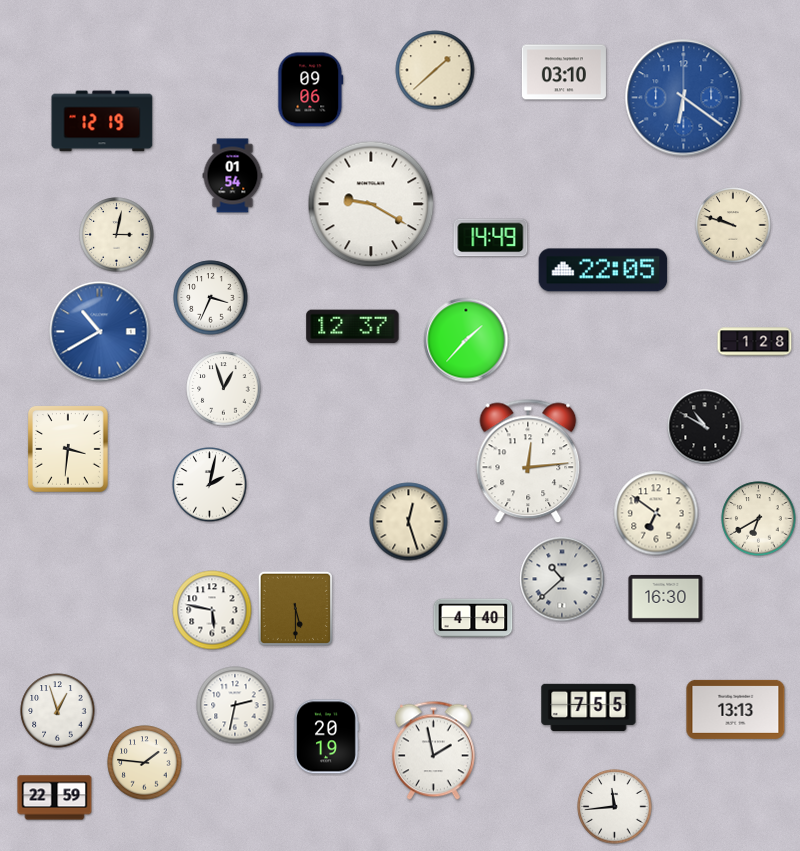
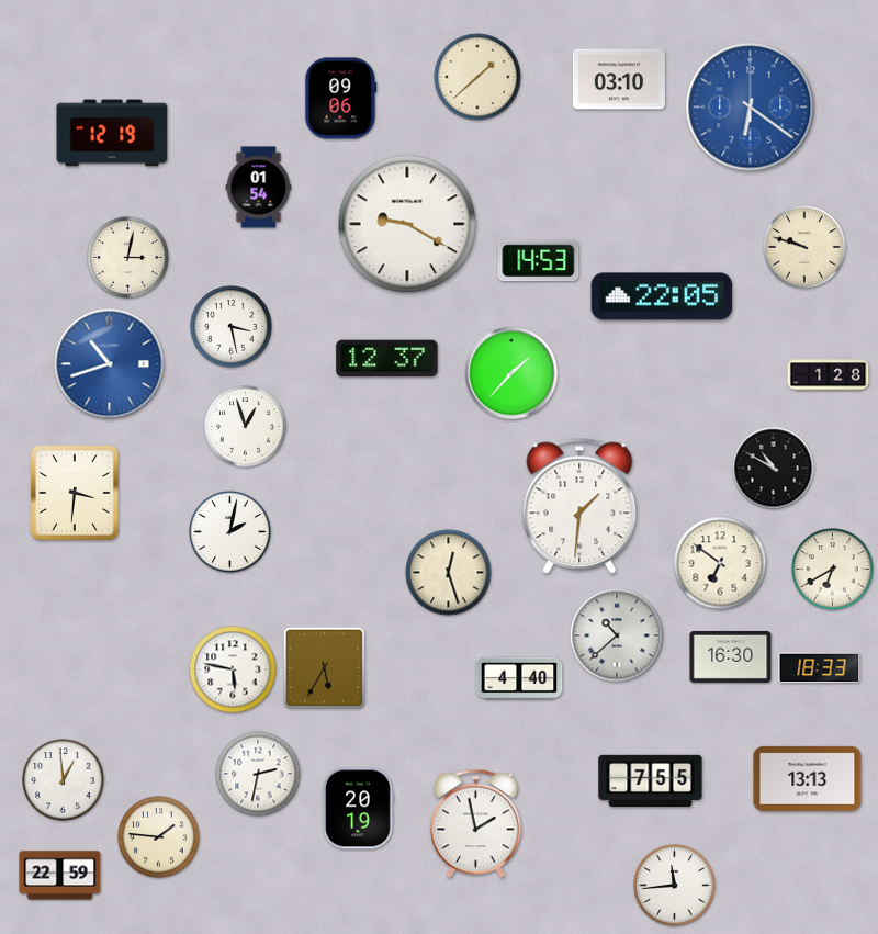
clock at (233, 176) position: (233, 176) -> (259, 188)
clock at (491, 238): 14:49 -> 14:53
clock at (211, 298): 3:34 -> 3:28
clock at (100, 332): 10:40 -> 10:42
clock at (528, 461): 12:14 -> 1:31
clock at (295, 608): 5:30 -> 5:35
clock at (820, 668): none -> 18:33
clock at (589, 708) position: (589, 708) -> (651, 781)
clock at (58, 711): 12:57 -> 12:59
